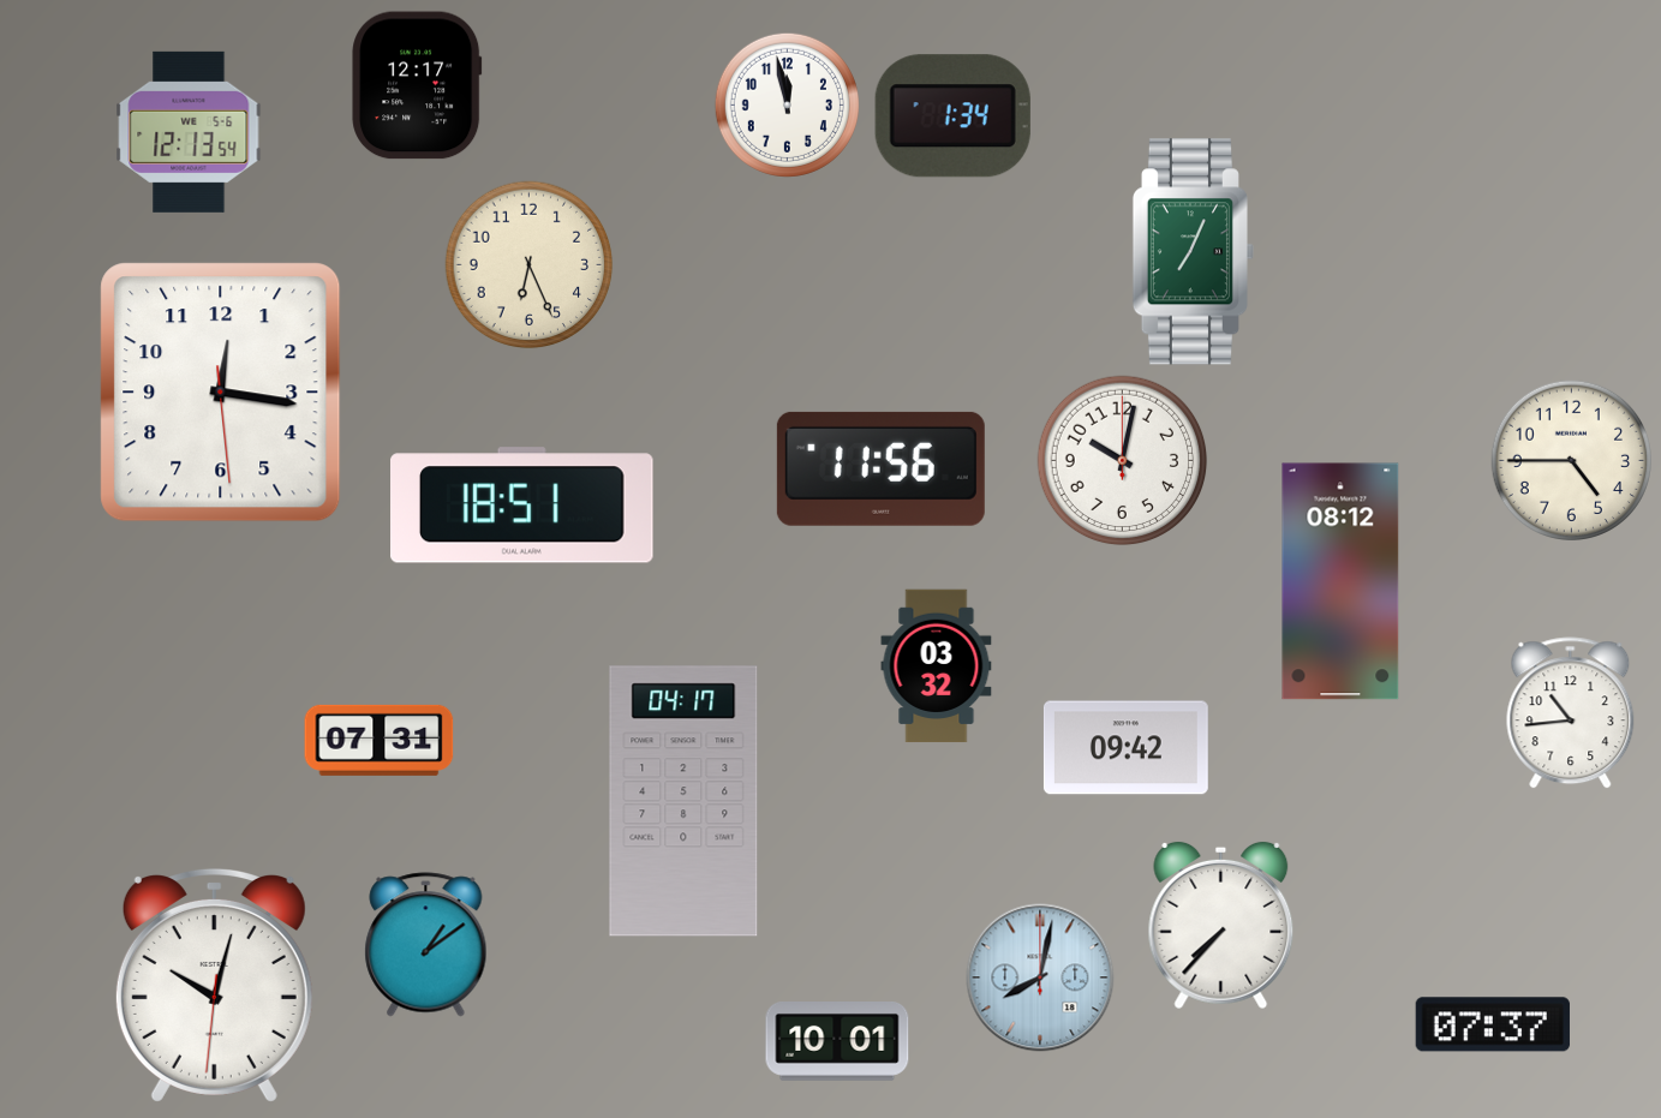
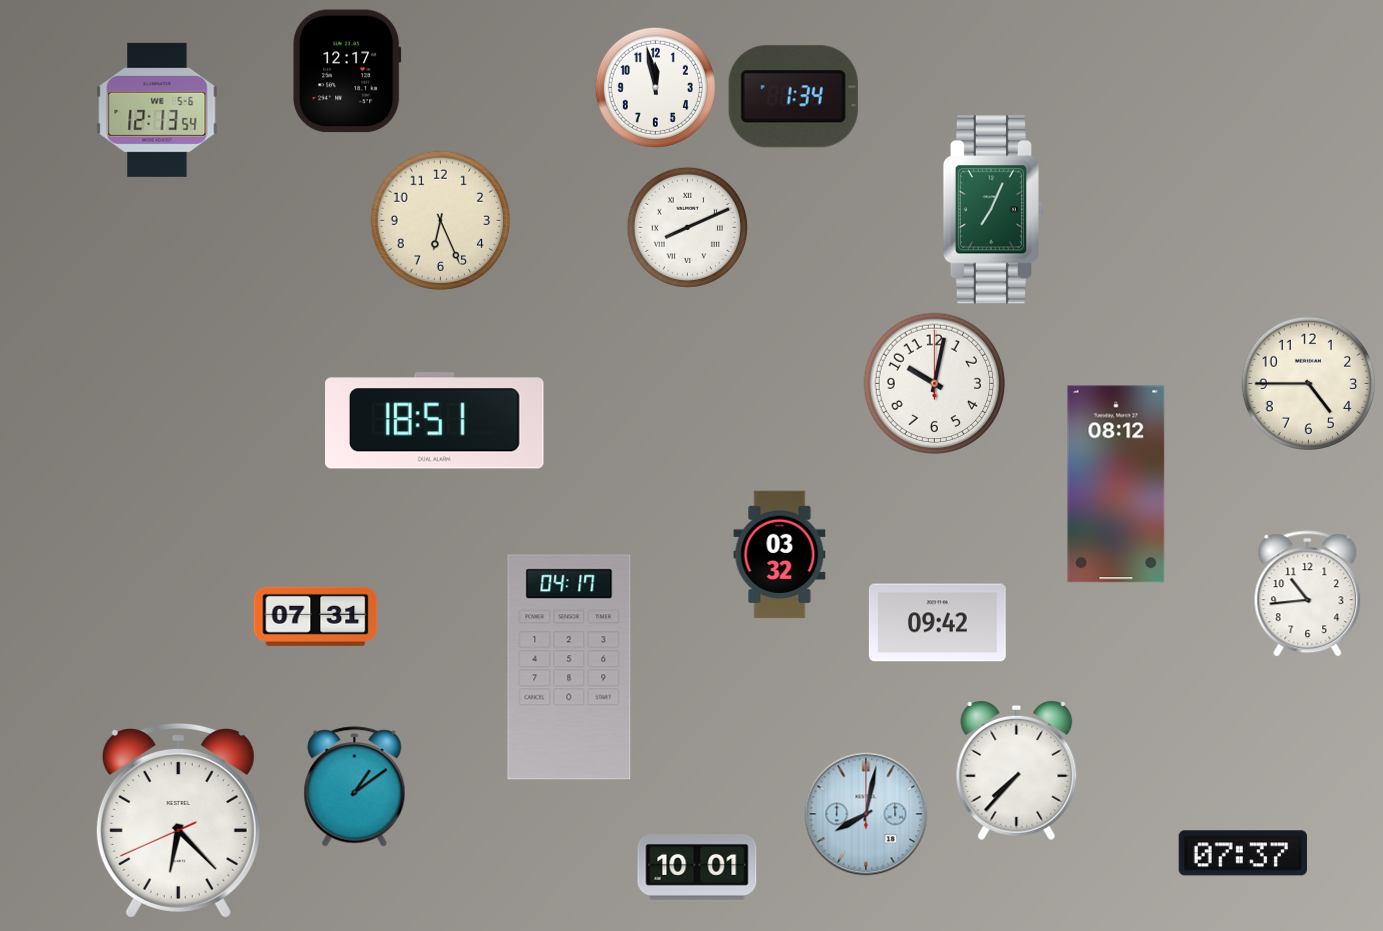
clock at (687, 227): none -> 8:11
clock at (221, 393): 12:16 -> none
clock at (880, 468): 11:56 -> none
clock at (214, 985): 10:02 -> 6:22
